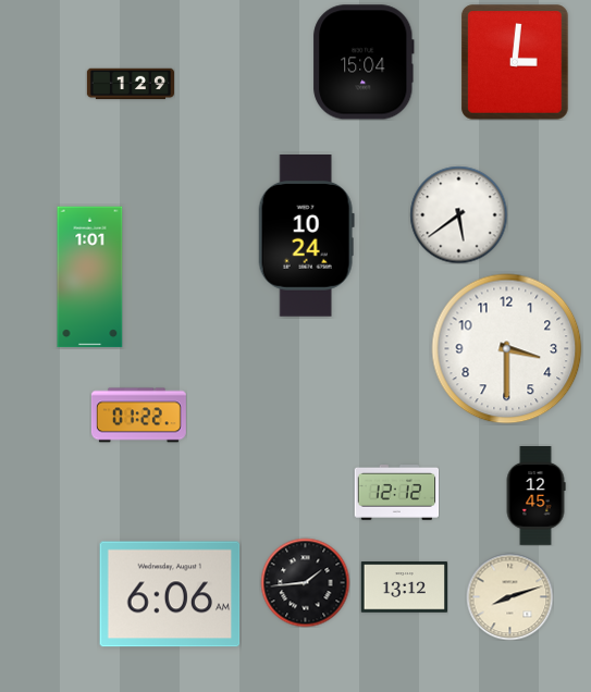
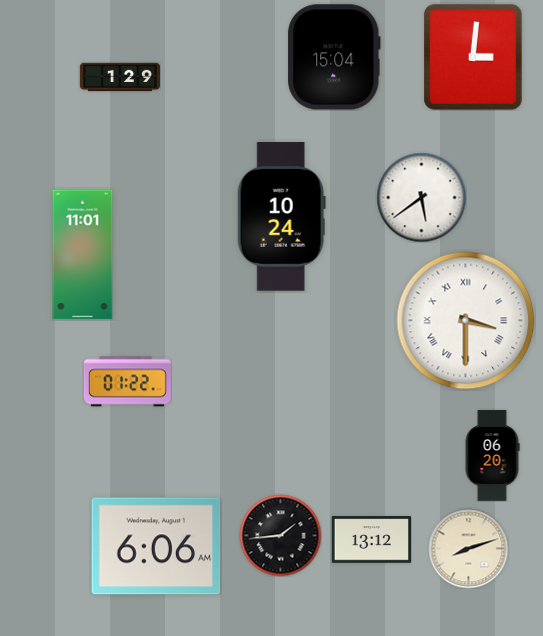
clock at (90, 277): 1:01 -> 11:01
clock at (507, 349) numerals: Arabic -> Roman
clock at (396, 492): 12:12 -> none
clock at (535, 496): 12:45 -> 06:20
